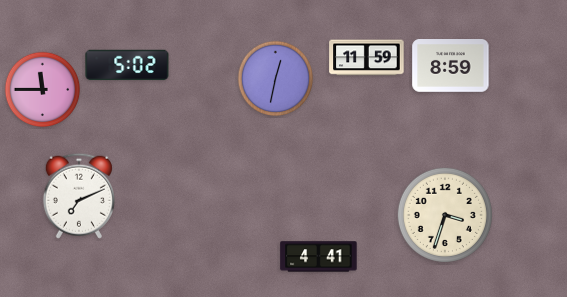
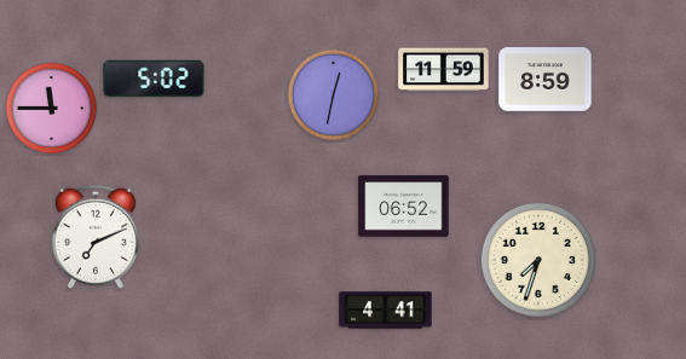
clock at (404, 207): none -> 06:52
clock at (445, 215): 3:33 -> 7:33
